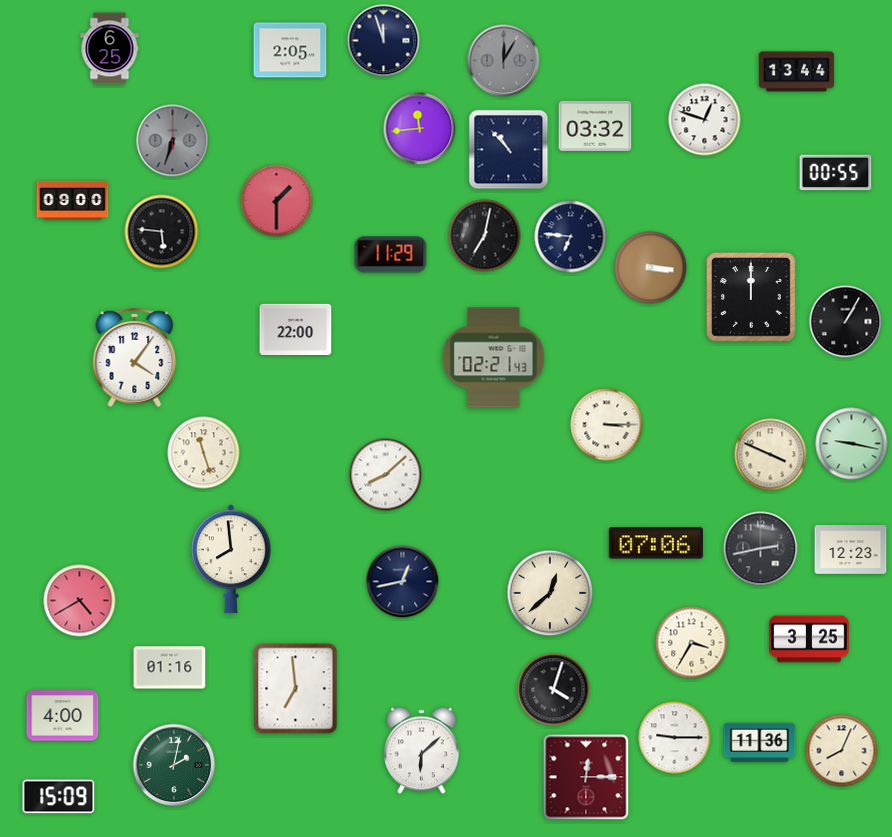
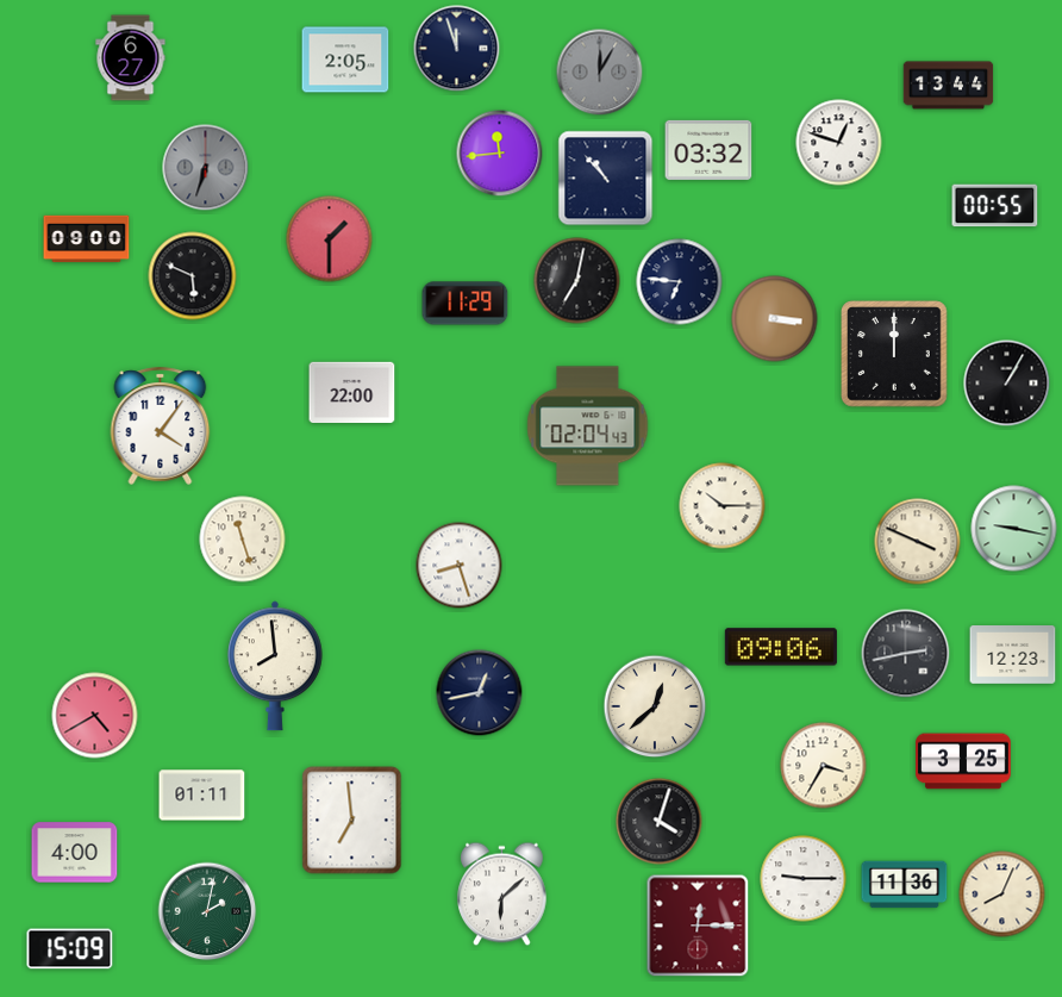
clock at (110, 49): 6:25 -> 6:27
clock at (162, 232): 5:46 -> 5:49
clock at (494, 358): 02:21 -> 02:04
clock at (607, 425): 3:15 -> 10:15
clock at (386, 475): 8:08 -> 8:27
clock at (656, 543): 07:06 -> 09:06
clock at (170, 668): 01:16 -> 01:11
